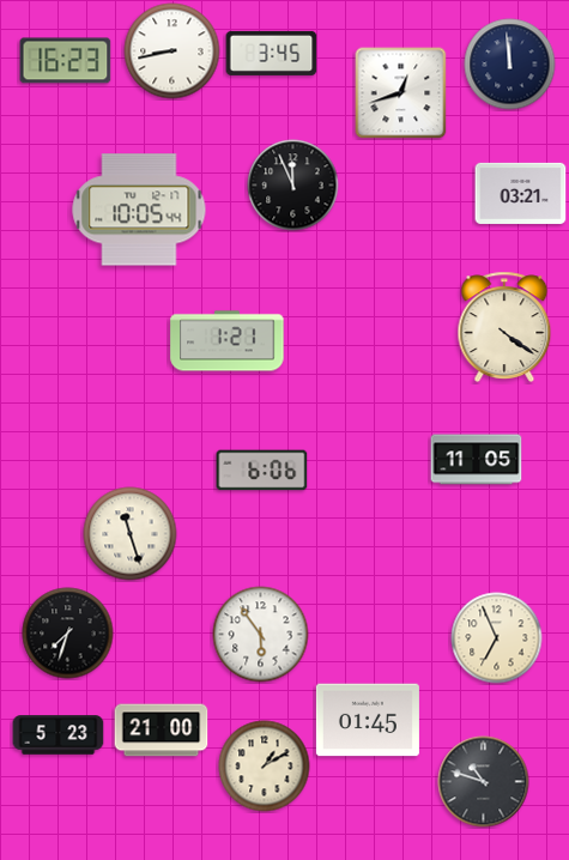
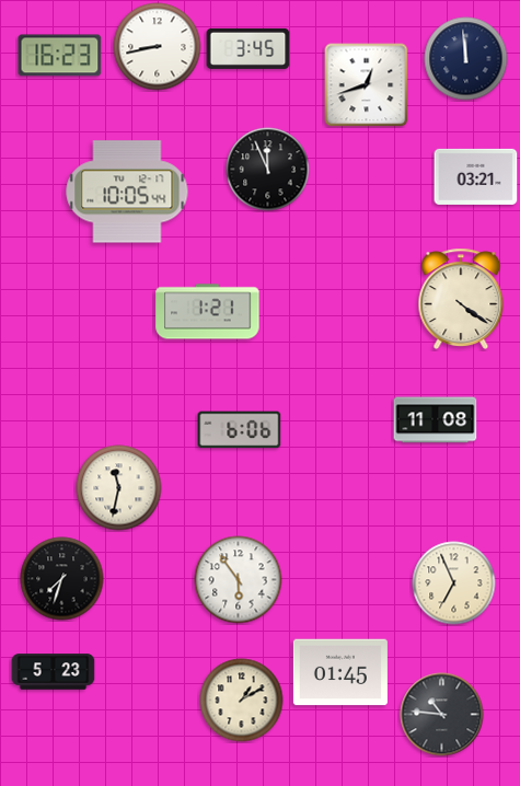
clock at (477, 460): 11:05 -> 11:08
clock at (131, 534): 11:27 -> 11:32
clock at (368, 720) position: (368, 720) -> (340, 672)
clock at (162, 731): 21:00 -> none
clock at (484, 782): 10:48 -> 10:46
